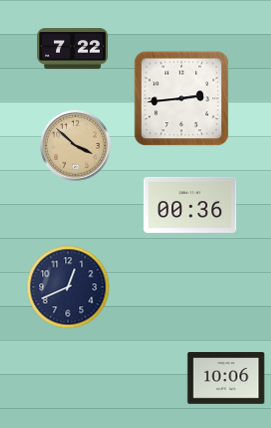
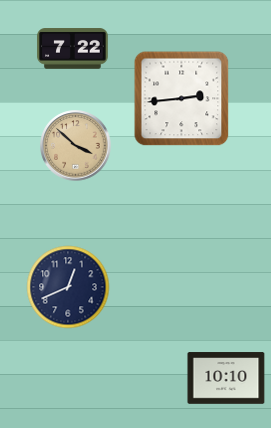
clock at (190, 205): 00:36 -> none
clock at (226, 378): 10:06 -> 10:10
